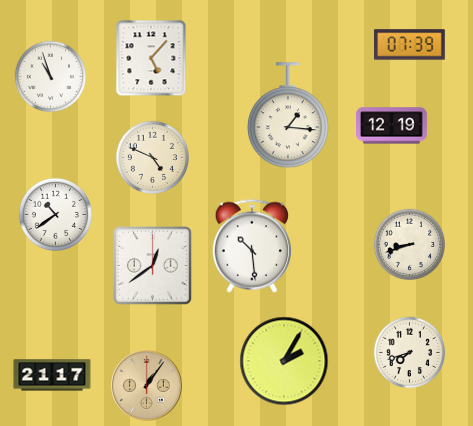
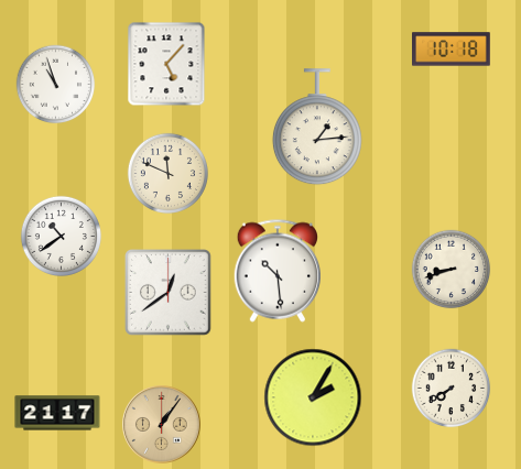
clock at (410, 45): 07:39 -> 10:18
clock at (288, 116): 1:16 -> 1:14
clock at (392, 126): 12:19 -> none
clock at (152, 157): 4:49 -> 11:49
clock at (410, 353): 7:42 -> 7:40
